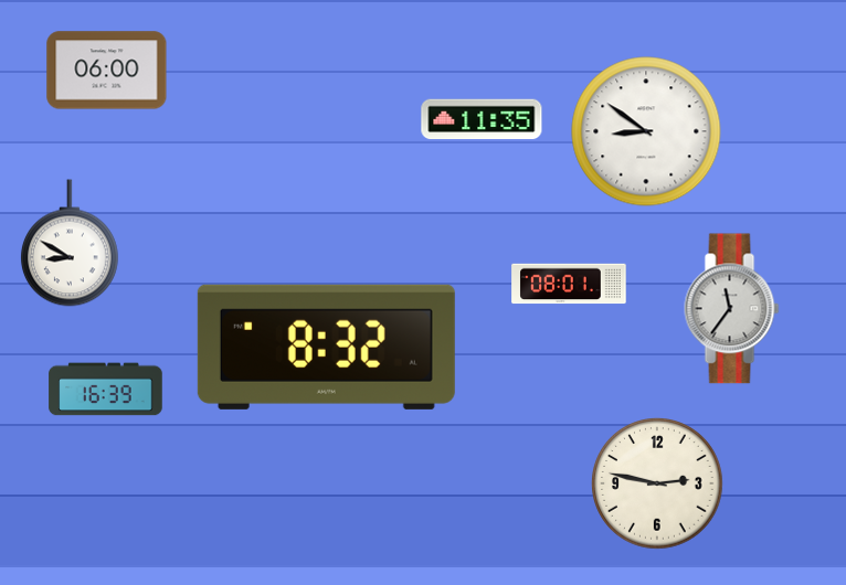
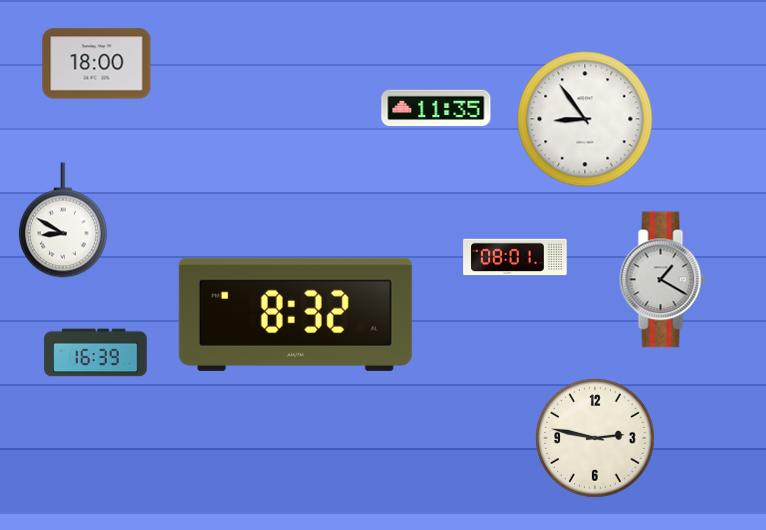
clock at (107, 71): 06:00 -> 18:00
clock at (646, 131): 8:51 -> 8:54
clock at (732, 309): 11:36 -> 1:20
